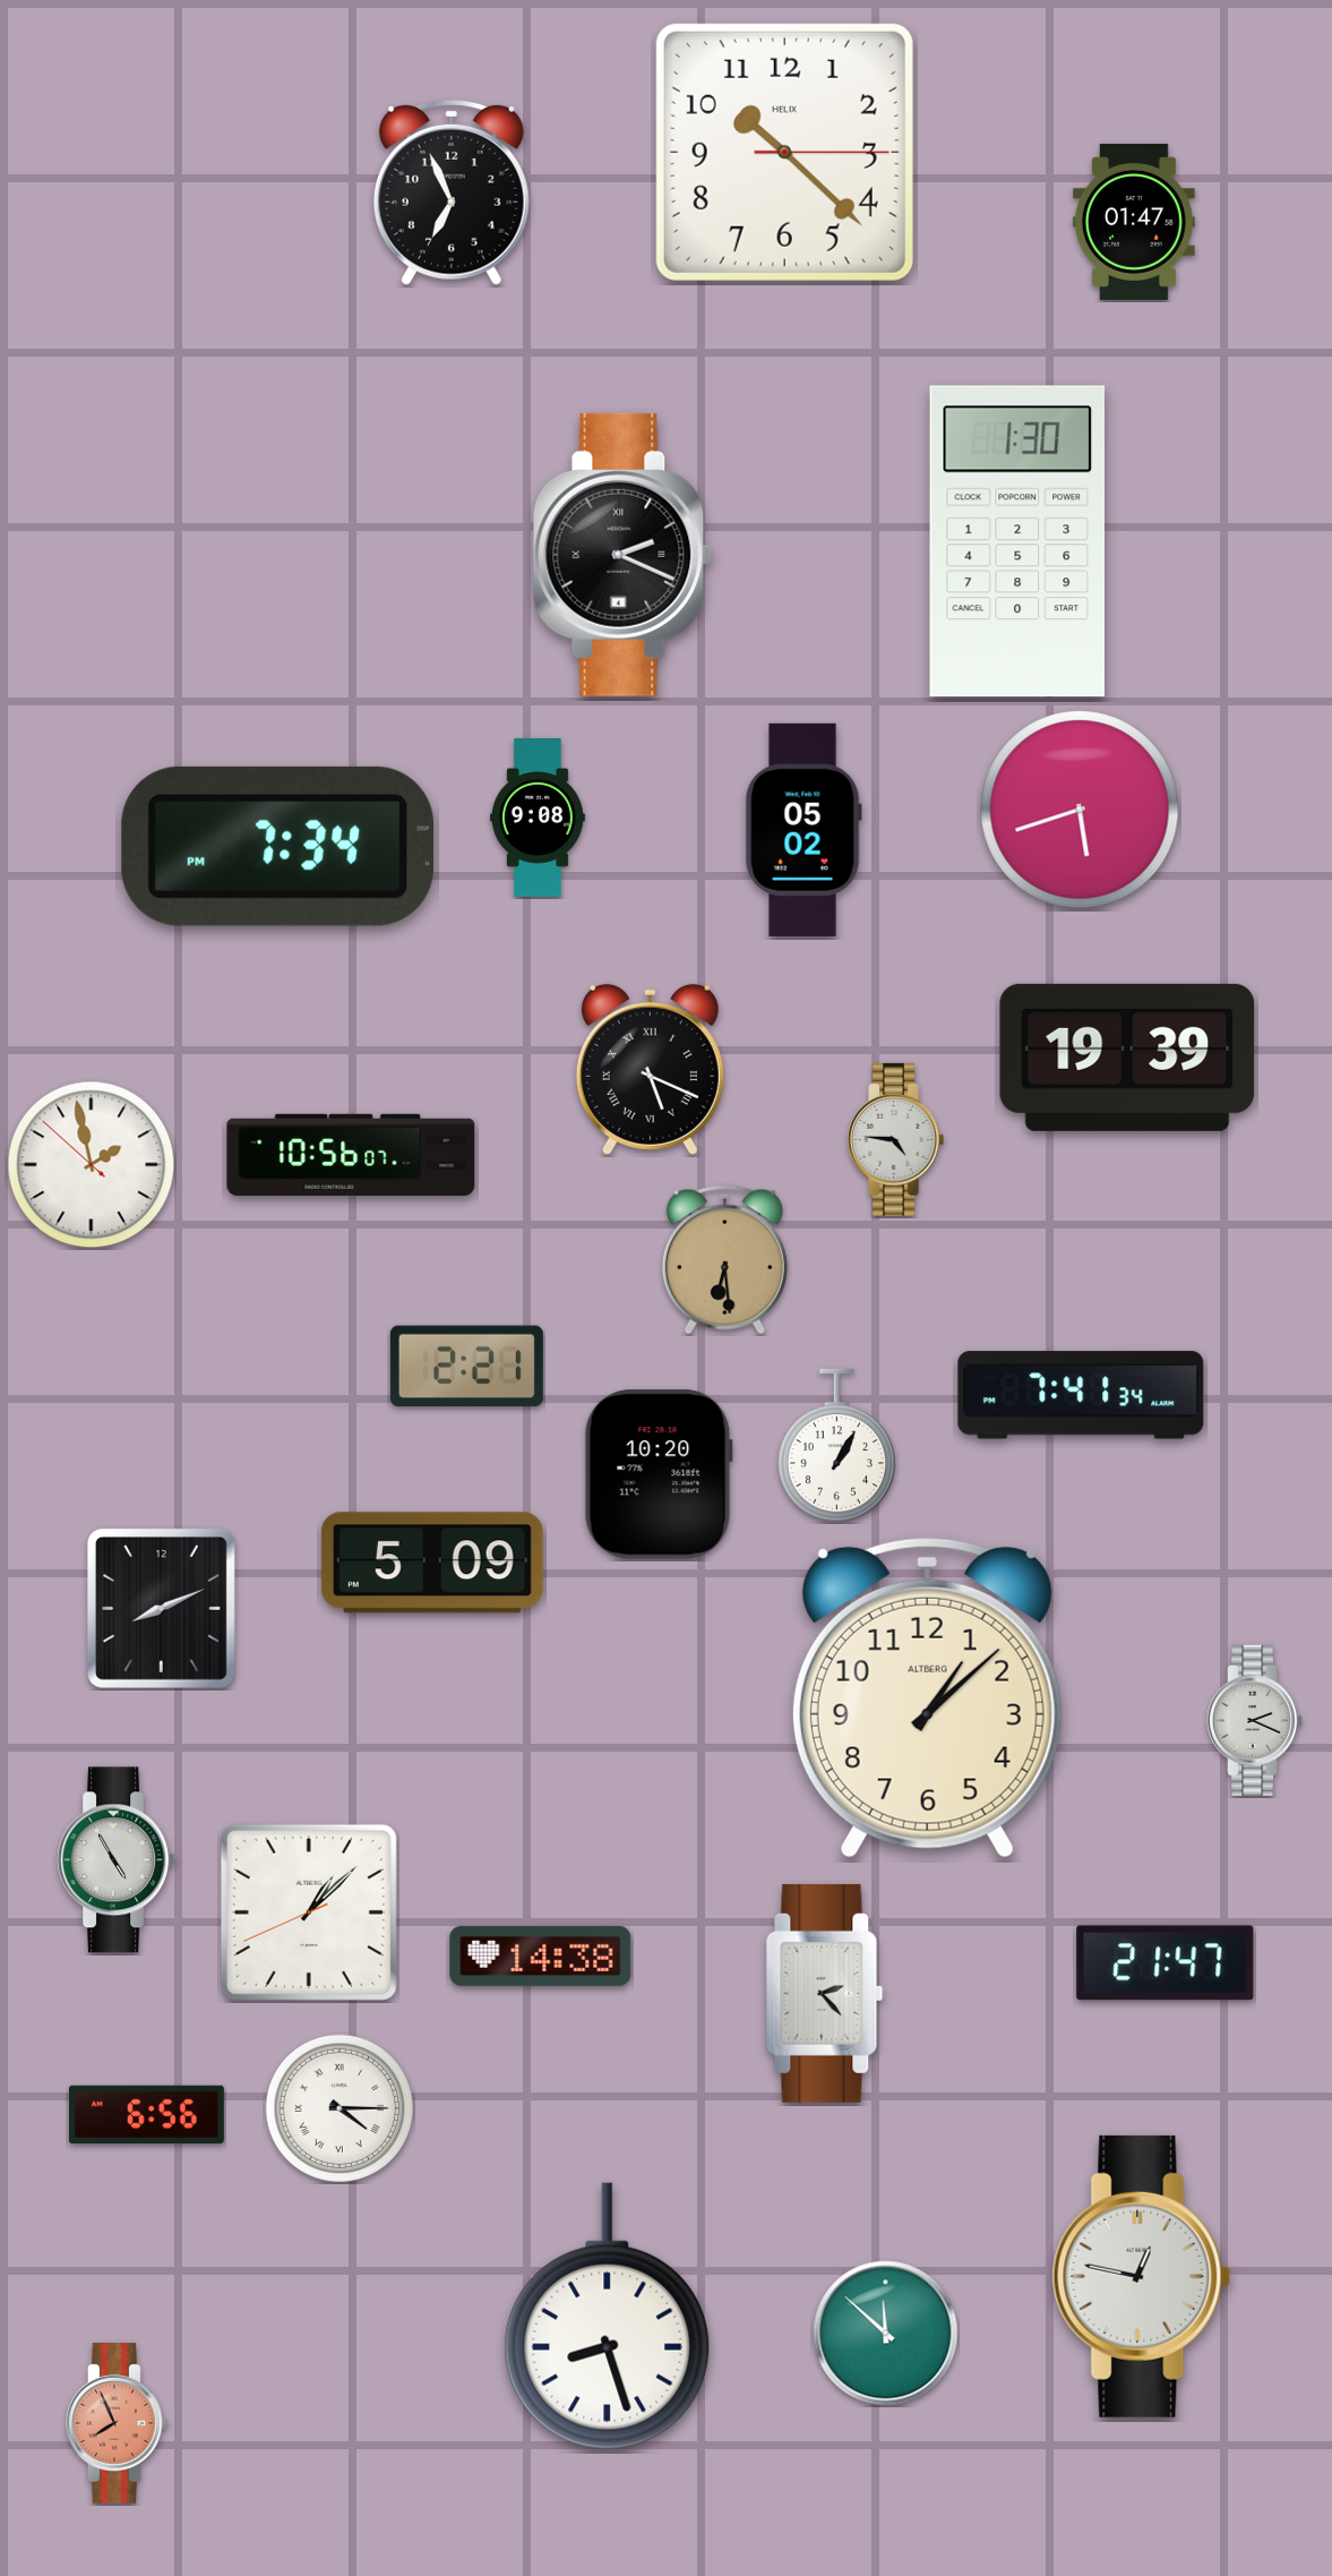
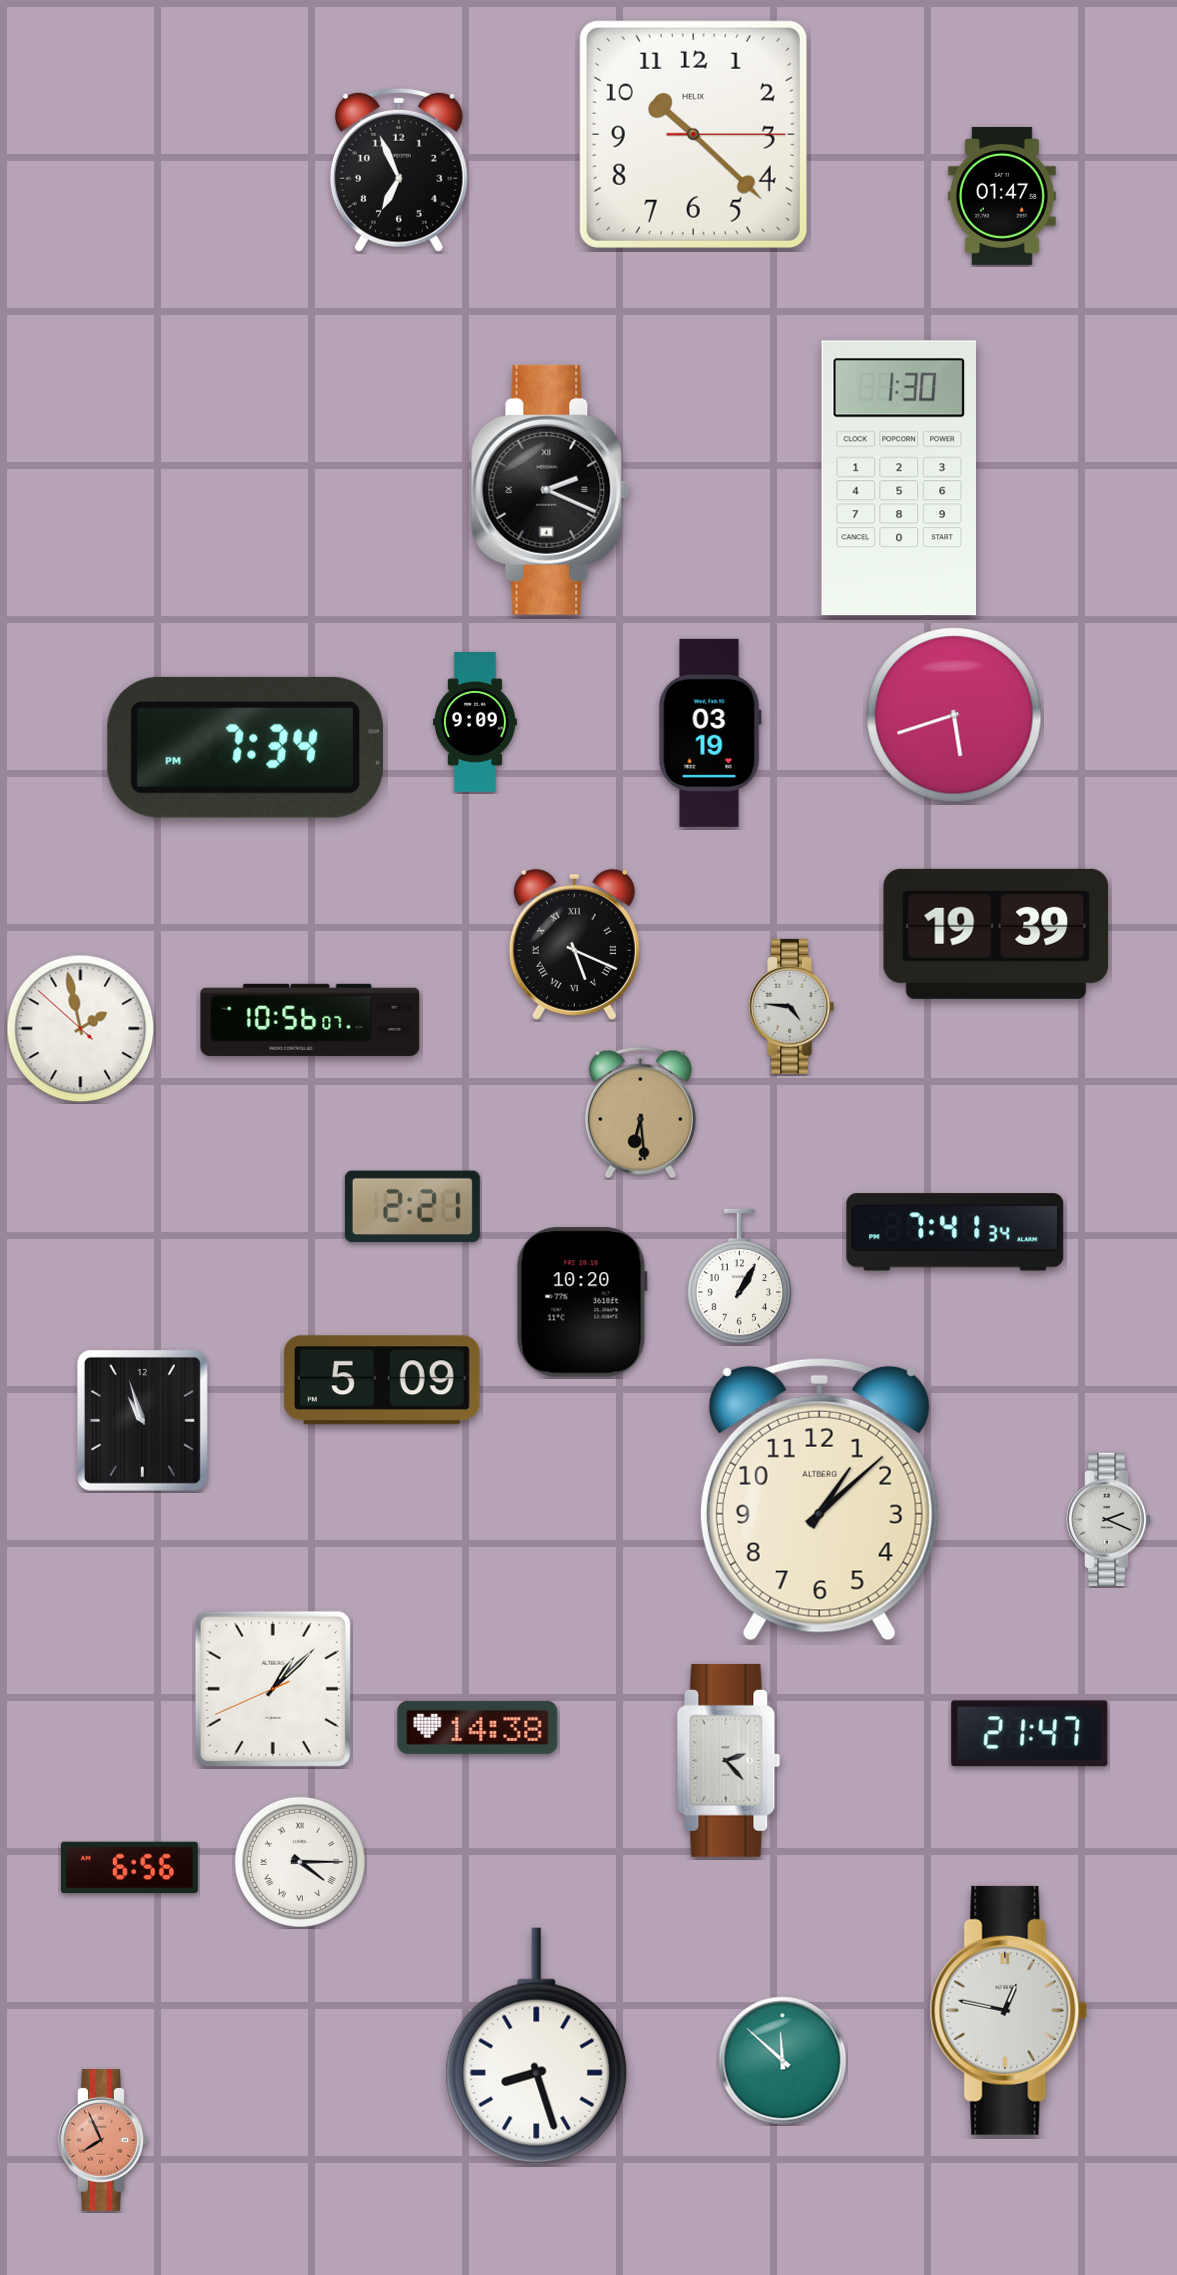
clock at (538, 819): 9:08 -> 9:09
clock at (804, 830): 05:02 -> 03:19
clock at (161, 1608): 8:11 -> 10:57
clock at (117, 1860): 4:55 -> none
